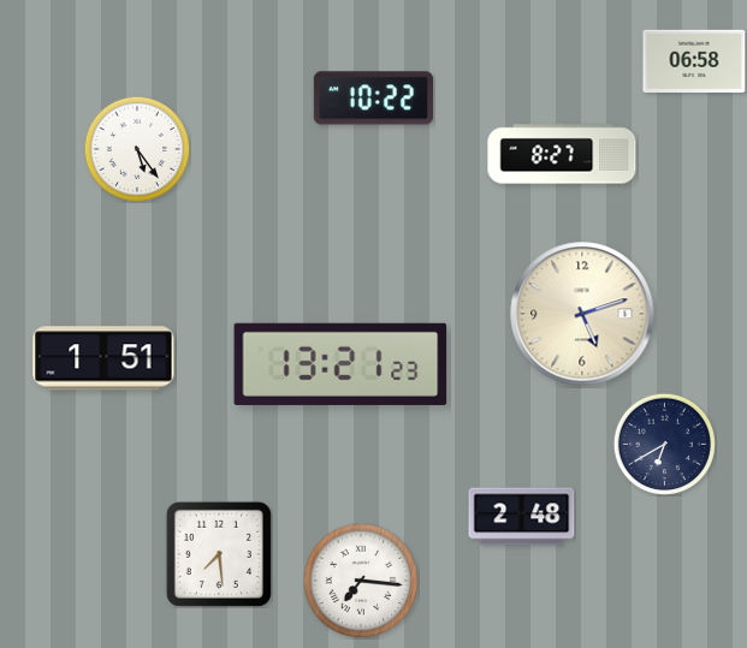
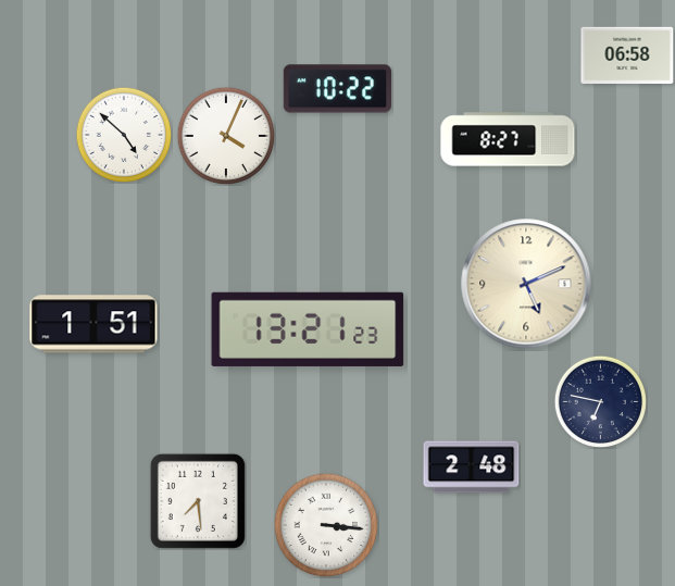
clock at (137, 149): 5:24 -> 4:52
clock at (226, 136): none -> 4:04
clock at (582, 314): 5:12 -> 5:11
clock at (664, 444): 6:40 -> 6:47
clock at (361, 581): 7:16 -> 3:16
